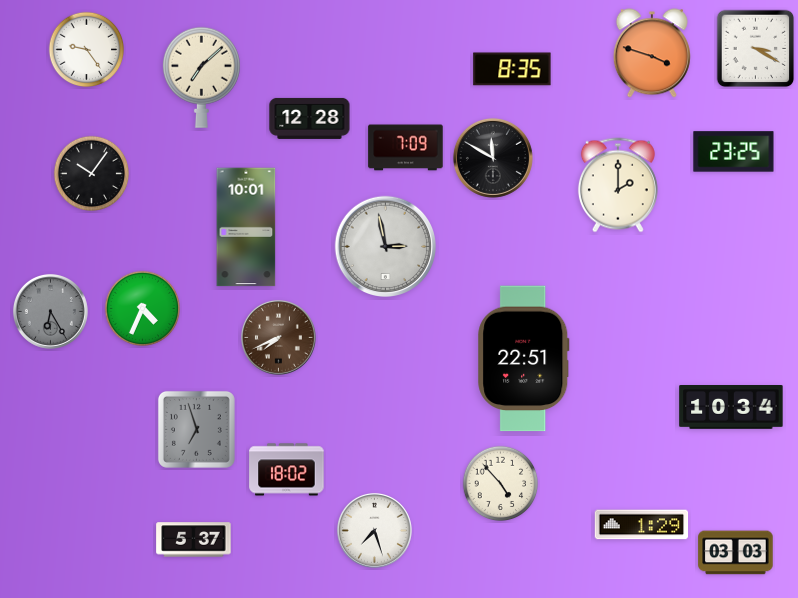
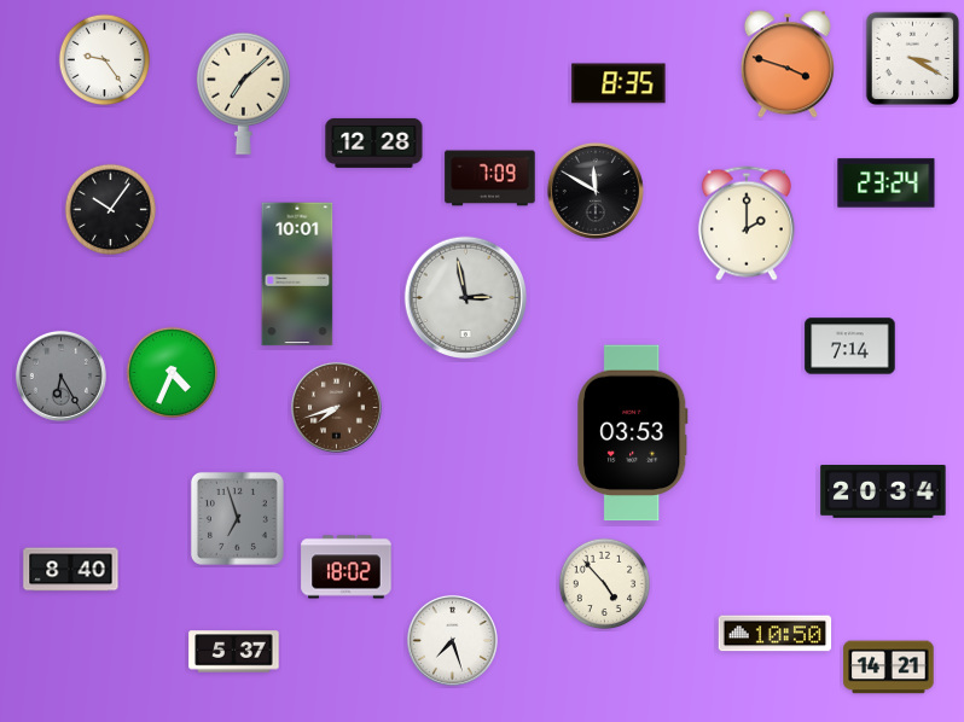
clock at (734, 152): 23:25 -> 23:24
clock at (850, 347): none -> 7:14
clock at (278, 337): 7:41 -> 7:42
clock at (524, 359): 22:51 -> 03:53
clock at (731, 408): 10:34 -> 20:34
clock at (71, 570): none -> 8:40
clock at (642, 525): 1:29 -> 10:50
clock at (736, 553): 03:03 -> 14:21
